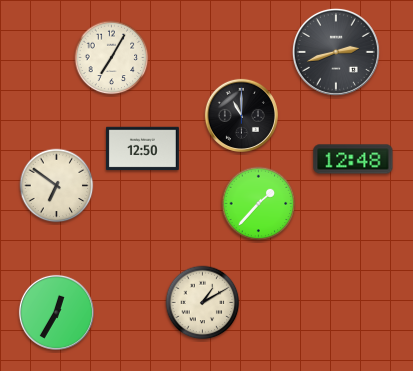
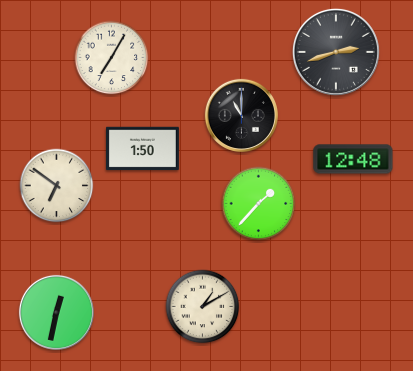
clock at (142, 149): 12:50 -> 1:50
clock at (203, 303) position: (203, 303) -> (203, 307)
clock at (56, 312): 12:35 -> 12:32
